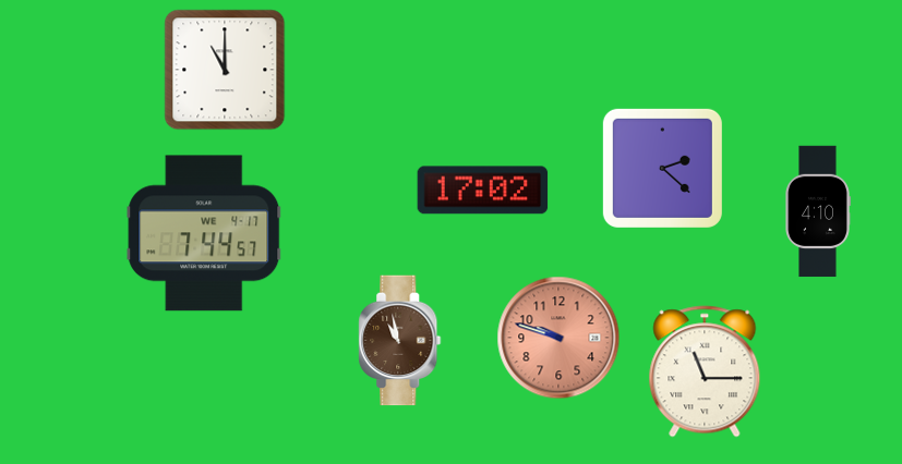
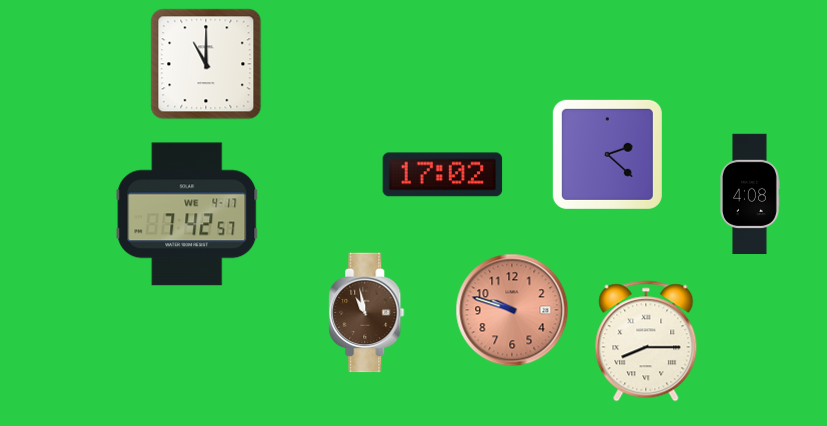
clock at (818, 211): 4:10 -> 4:08
clock at (204, 233): 7:44 -> 7:42
clock at (705, 371): 11:15 -> 8:15
